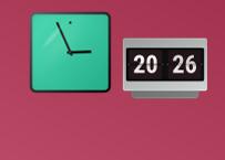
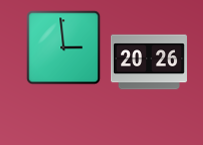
clock at (71, 53): 2:56 -> 2:59
